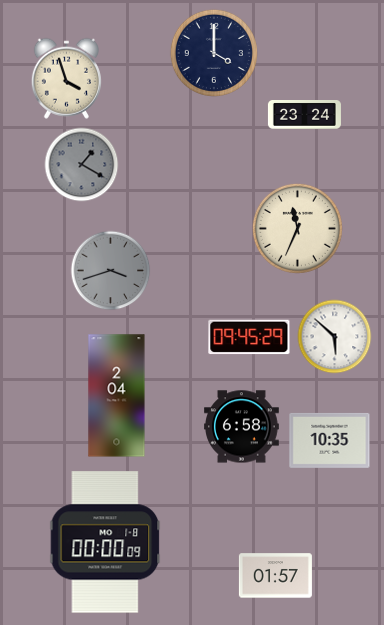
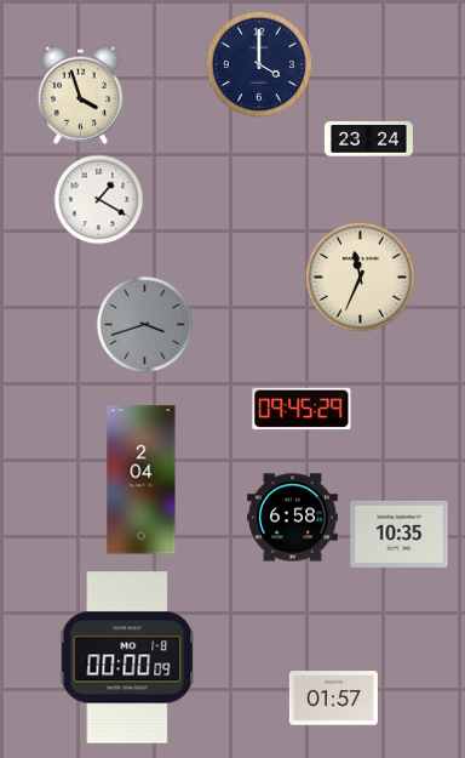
clock at (82, 165) dial: grey -> white
clock at (111, 271) position: (111, 271) -> (145, 325)
clock at (335, 337): 5:52 -> none
